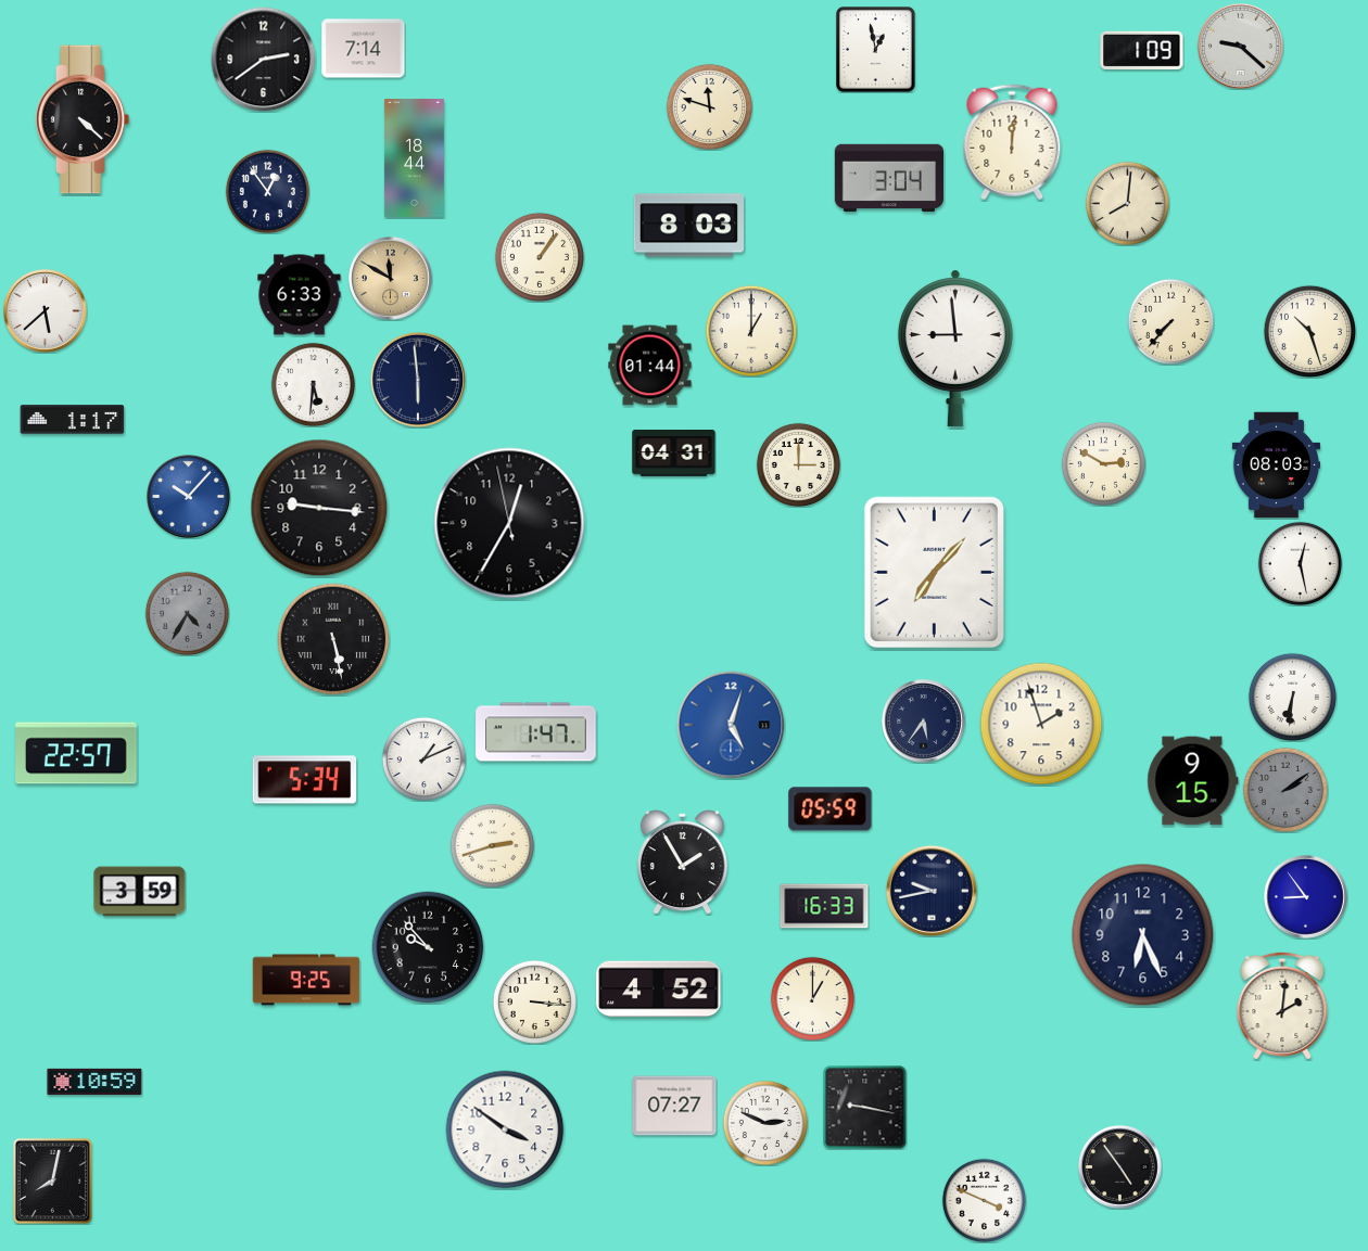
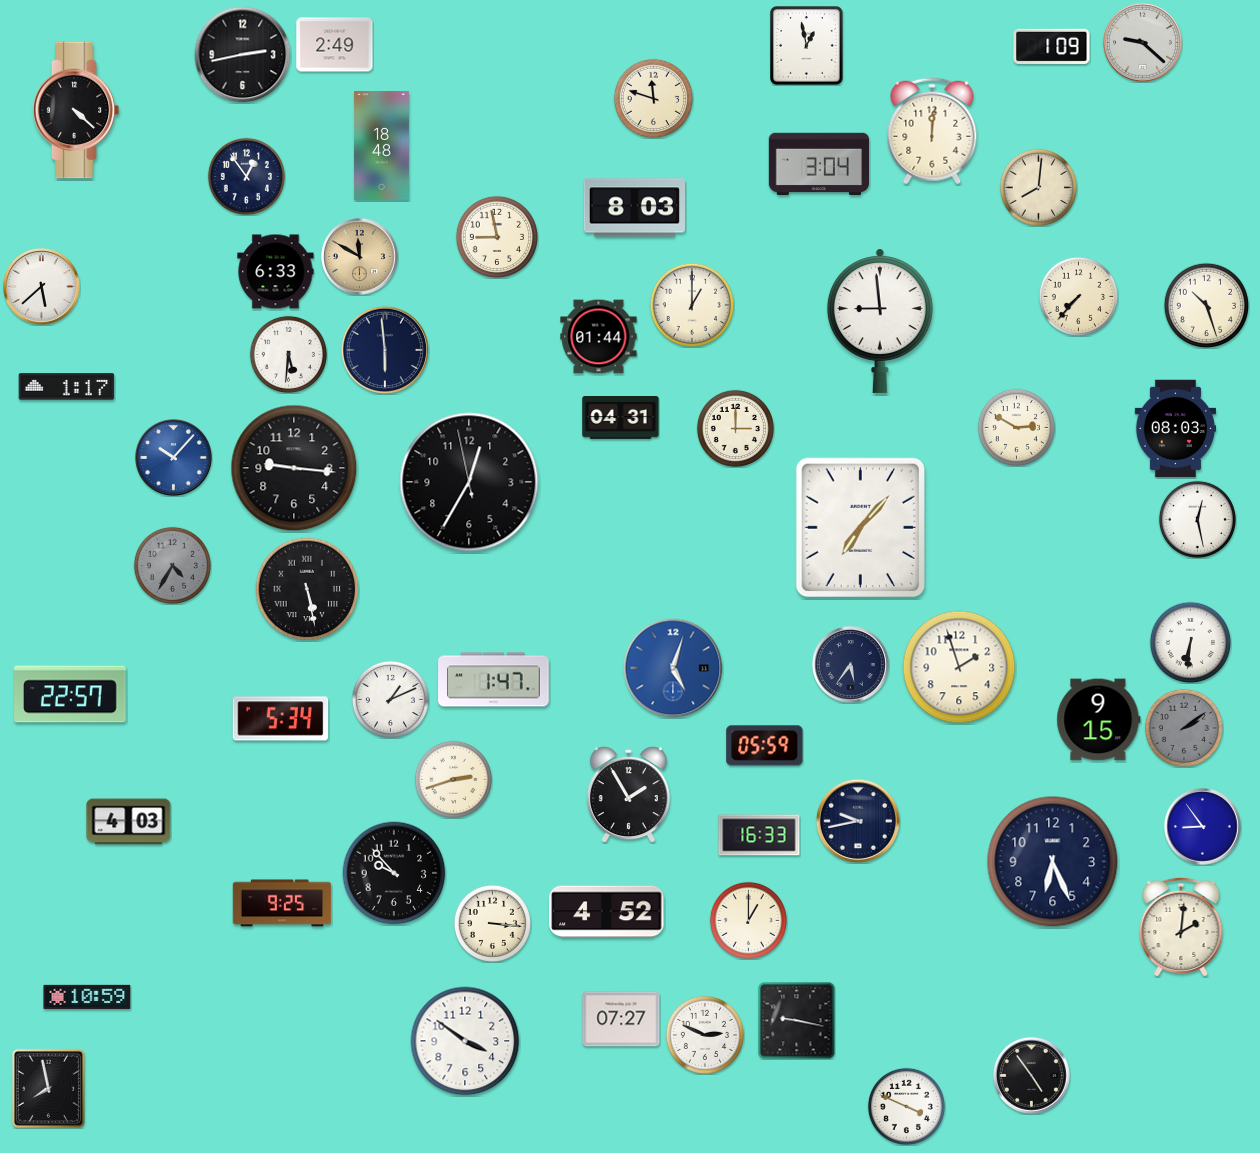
clock at (364, 49): 7:14 -> 2:49
clock at (264, 60): 2:39 -> 2:43
clock at (415, 158): 18:44 -> 18:48
clock at (539, 256): 1:06 -> 8:58
clock at (536, 732) position: (536, 732) -> (494, 680)
clock at (140, 892): 3:59 -> 4:03
clock at (52, 1180): 8:02 -> 7:58
